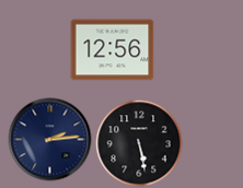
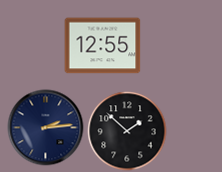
clock at (113, 50): 12:56 -> 12:55
clock at (139, 143): 5:28 -> 1:52
